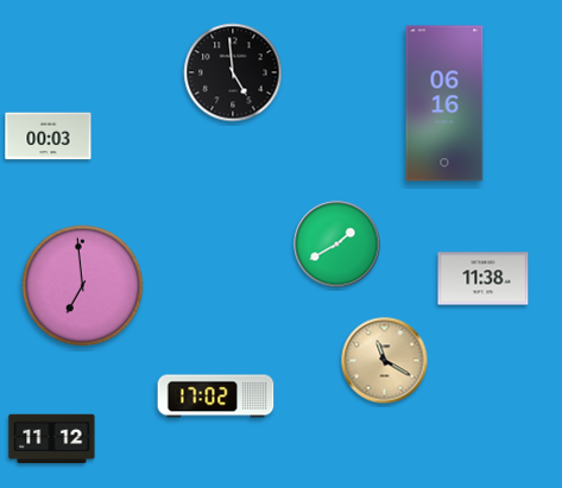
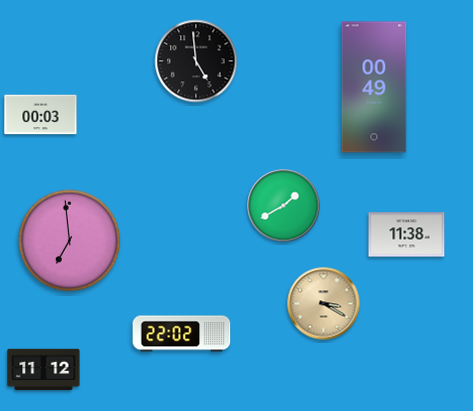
clock at (444, 103): 06:16 -> 00:49
clock at (385, 361): 11:20 -> 3:20
clock at (216, 397): 17:02 -> 22:02
